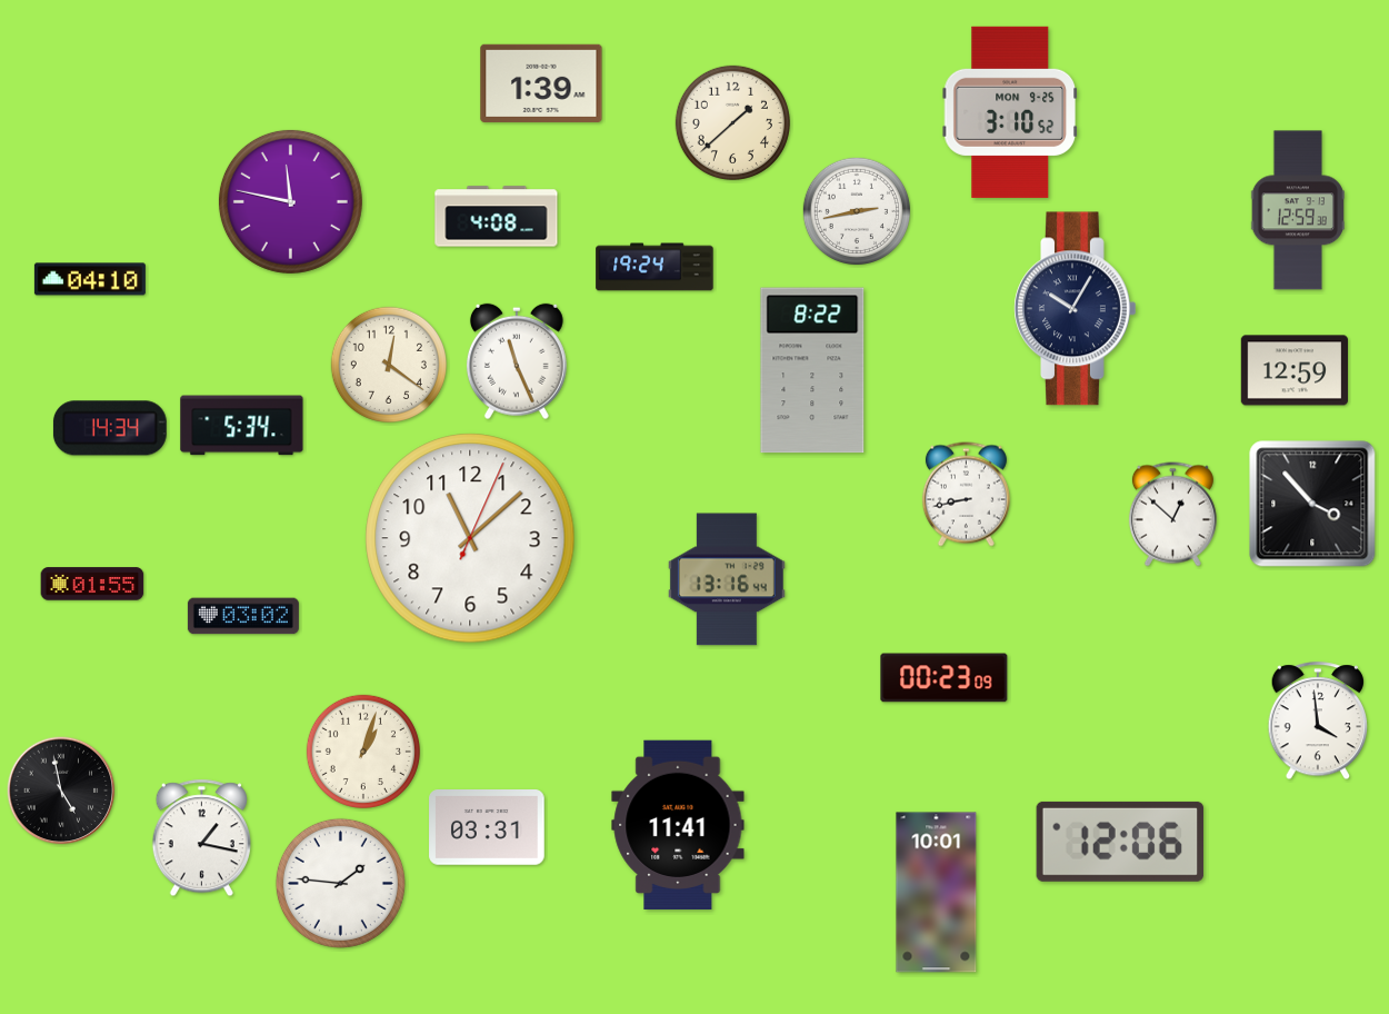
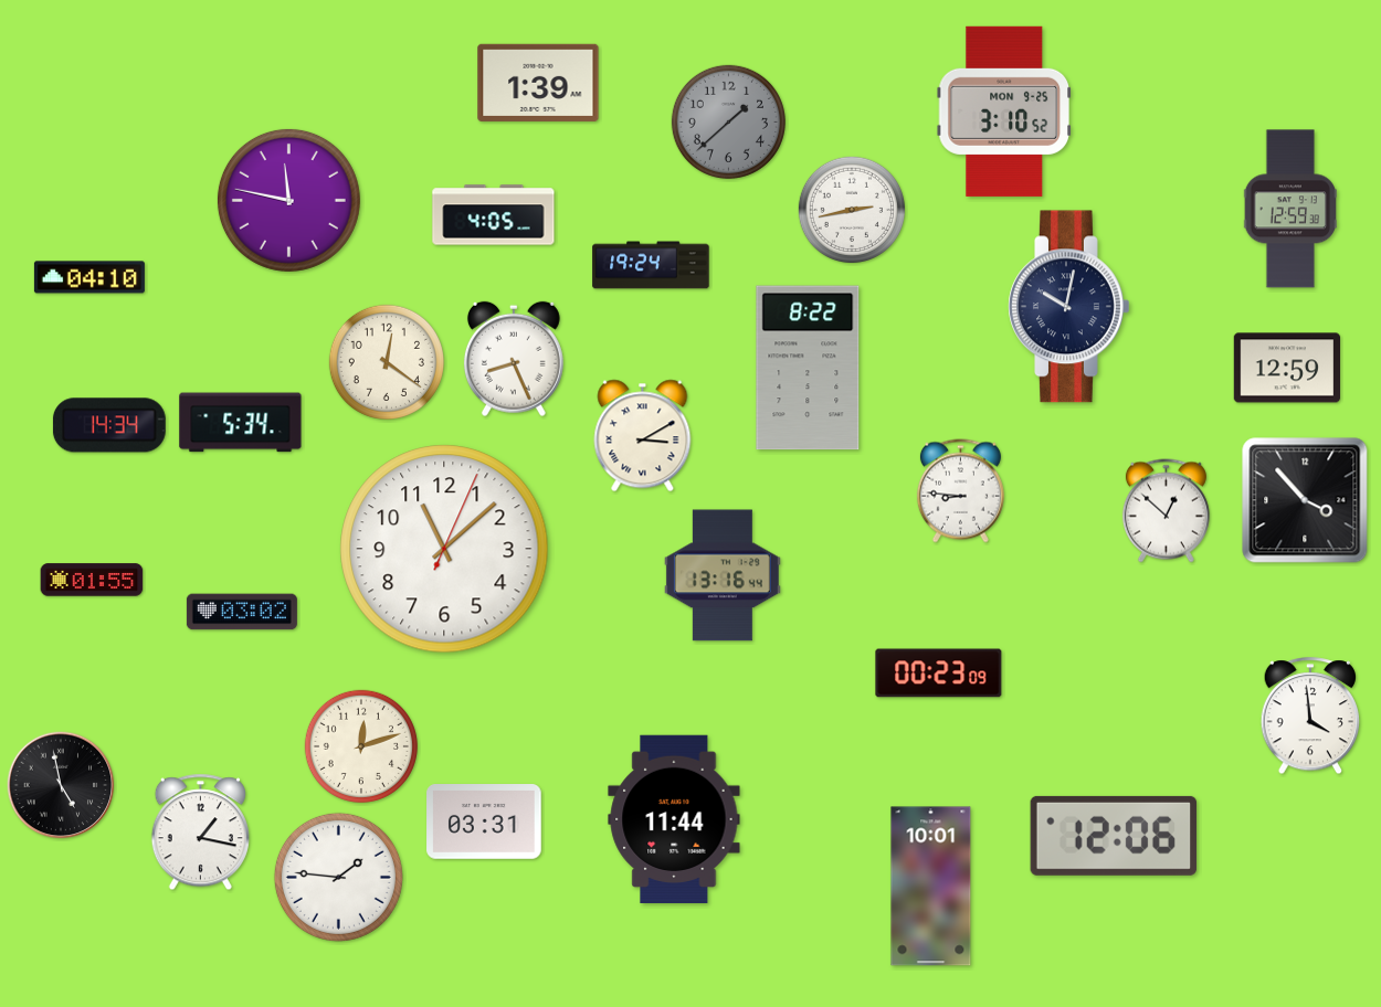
clock at (732, 122) dial: cream -> grey
clock at (497, 217): 4:08 -> 4:05
clock at (1076, 309): 10:05 -> 10:02
clock at (517, 361): 11:26 -> 8:26
clock at (643, 436): none -> 3:10
clock at (966, 495): 8:43 -> 8:46
clock at (470, 538) position: (470, 538) -> (444, 549)
clock at (363, 752): 1:03 -> 12:12
clock at (678, 824): 11:41 -> 11:44
